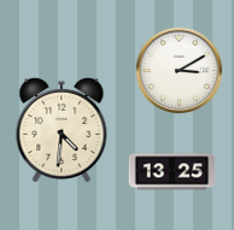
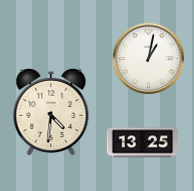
clock at (180, 71): 3:10 -> 1:02
clock at (62, 130) position: (62, 130) -> (51, 112)
